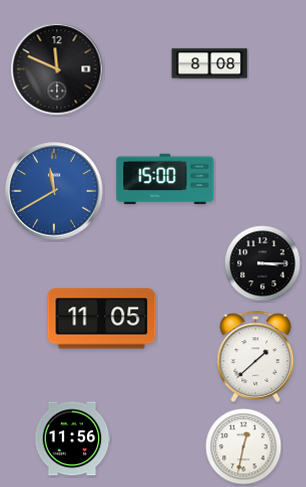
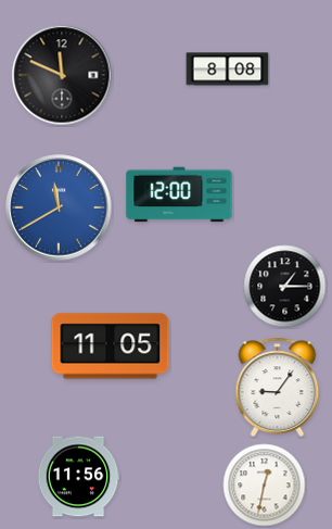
clock at (165, 179): 15:00 -> 12:00
clock at (263, 264): 3:15 -> 1:15
clock at (256, 356): 1:38 -> 9:06
